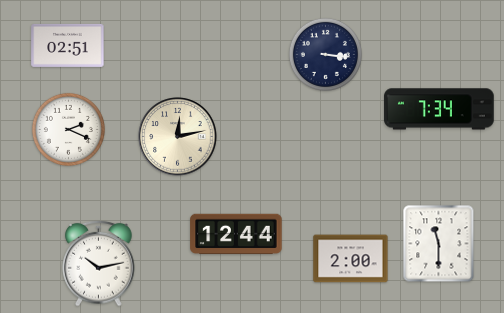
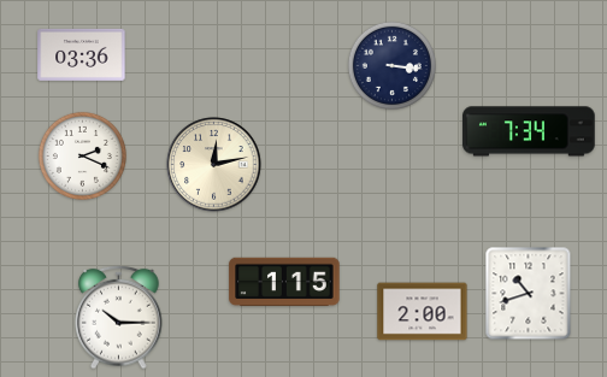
clock at (68, 45): 02:51 -> 03:36
clock at (236, 234): 12:44 -> 1:15
clock at (439, 244): 11:30 -> 10:42
clock at (99, 263): 10:13 -> 10:15
